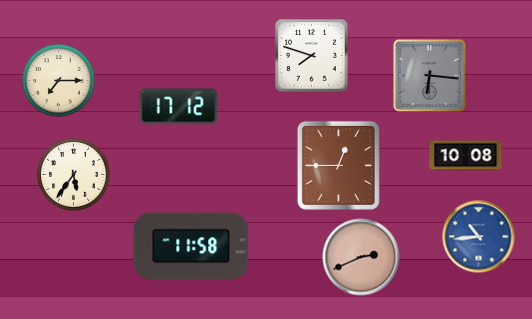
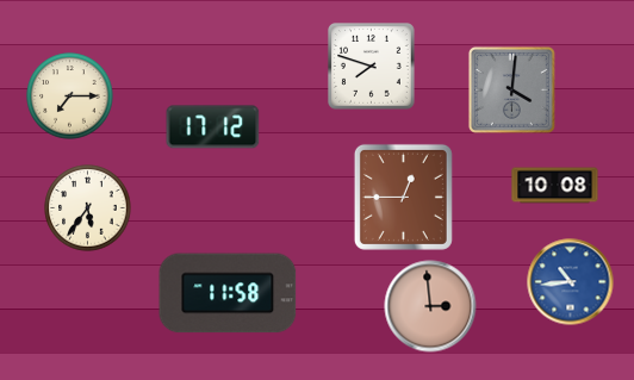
clock at (429, 75): 6:16 -> 4:01
clock at (361, 257): 2:41 -> 2:59
